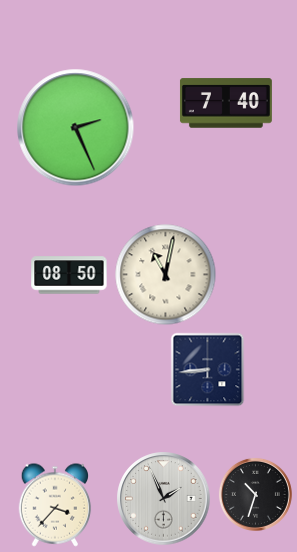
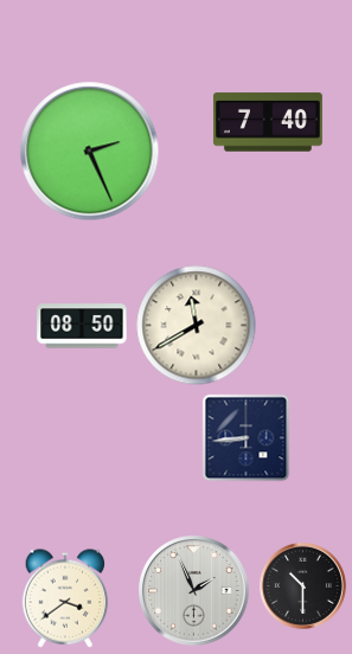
clock at (166, 275): 11:02 -> 11:40
clock at (255, 494): 10:33 -> 10:30
clock at (55, 505): 3:37 -> 3:39
